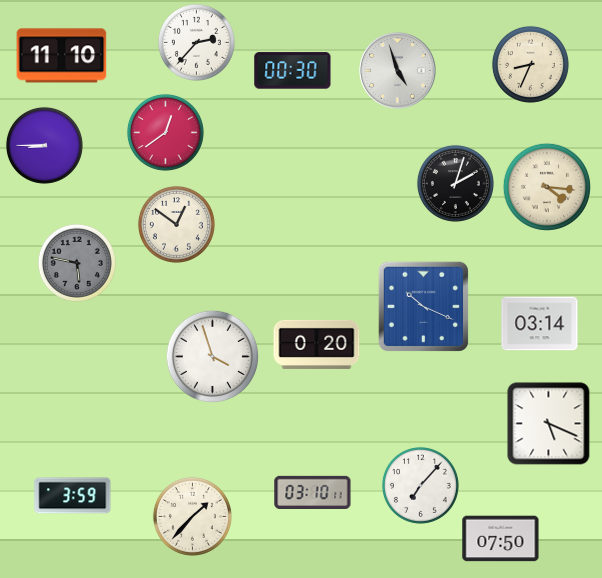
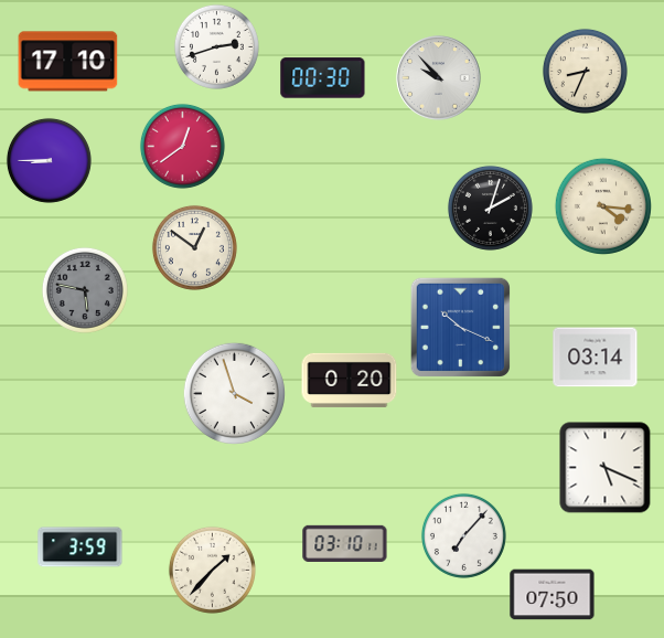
clock at (196, 42): 2:37 -> 2:42
clock at (62, 56): 11:10 -> 17:10
clock at (398, 71): 4:57 -> 9:53
clock at (455, 183) position: (455, 183) -> (490, 208)
clock at (423, 306) position: (423, 306) -> (460, 327)
